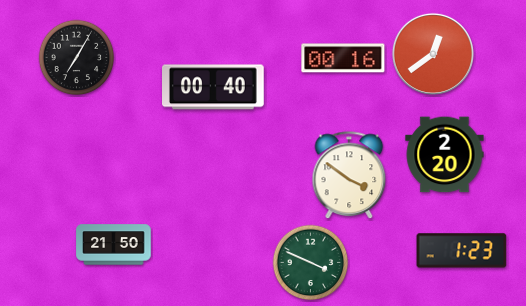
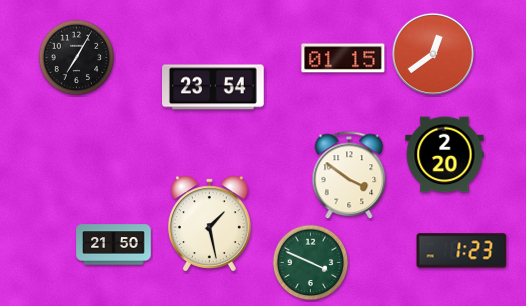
clock at (343, 58): 00:16 -> 01:15
clock at (214, 87): 00:40 -> 23:54
clock at (210, 224): none -> 1:28
